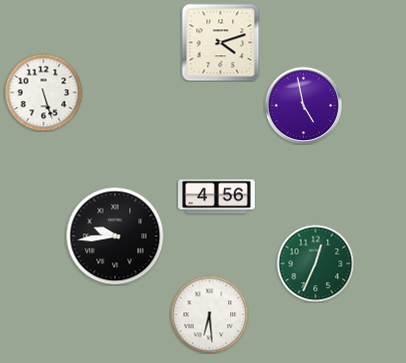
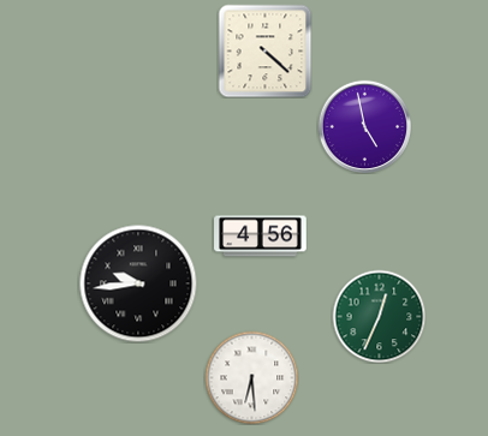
clock at (220, 42): 4:12 -> 4:22
clock at (43, 92): 5:27 -> none
